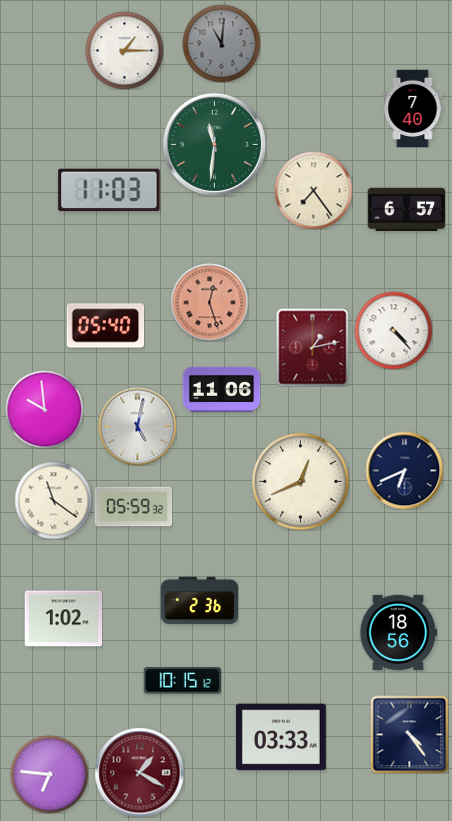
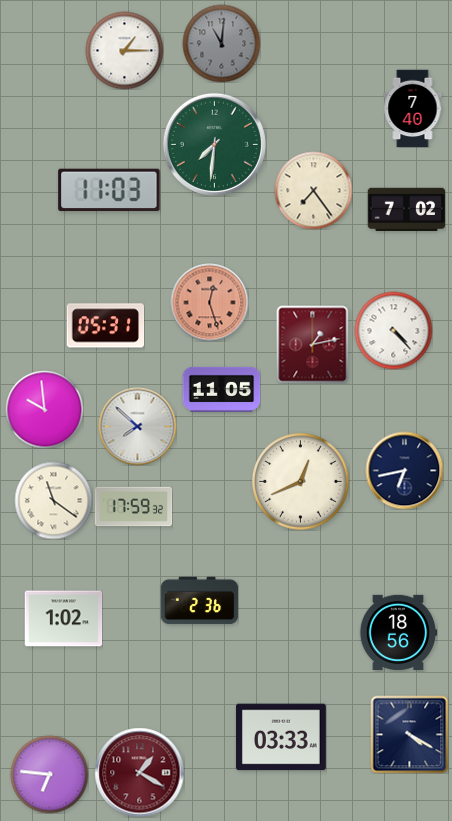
clock at (214, 144): 11:31 -> 7:31
clock at (406, 209): 6:57 -> 7:02
clock at (105, 326): 05:40 -> 05:31
clock at (313, 347) position: (313, 347) -> (313, 344)
clock at (221, 389): 11:06 -> 11:05
clock at (137, 426): 5:02 -> 7:52
clock at (404, 470): 6:41 -> 6:43
clock at (133, 507): 05:59 -> 17:59
clock at (182, 681): 10:15 -> none
clock at (409, 734): 4:24 -> 4:20
